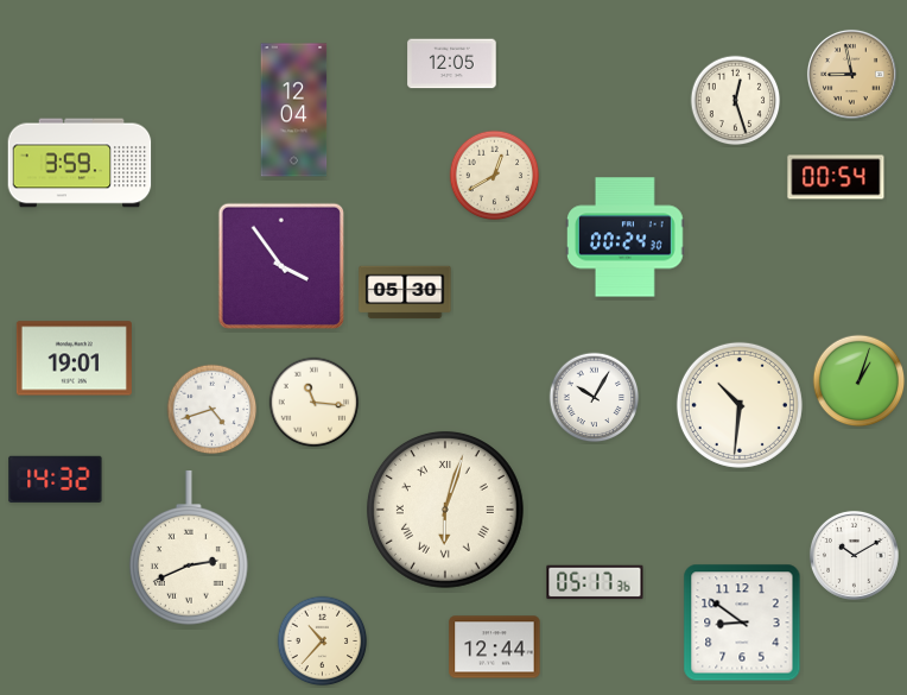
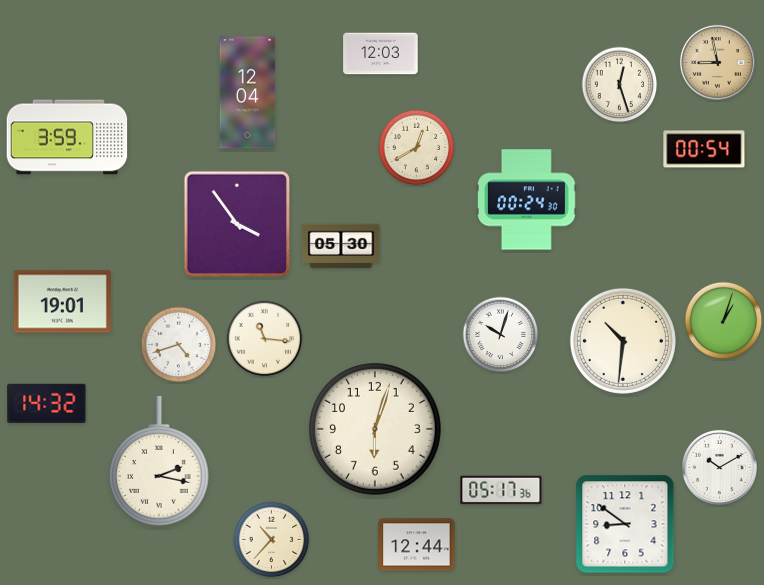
clock at (452, 64): 12:05 -> 12:03
clock at (595, 398): 10:05 -> 10:03
clock at (445, 510) numerals: Roman -> Arabic
clock at (189, 549): 2:41 -> 2:17
